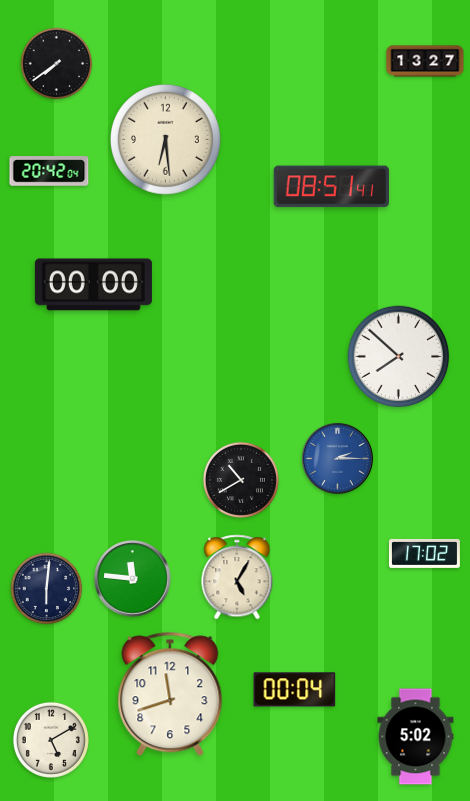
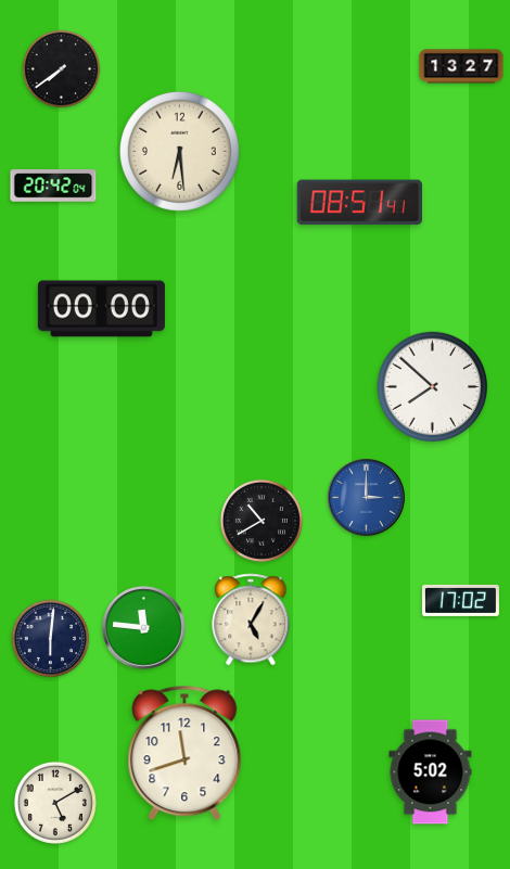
clock at (337, 458): 2:15 -> 3:00
clock at (237, 577) position: (237, 577) -> (251, 619)
clock at (295, 690): 00:04 -> none
clock at (416, 737) position: (416, 737) -> (431, 772)
